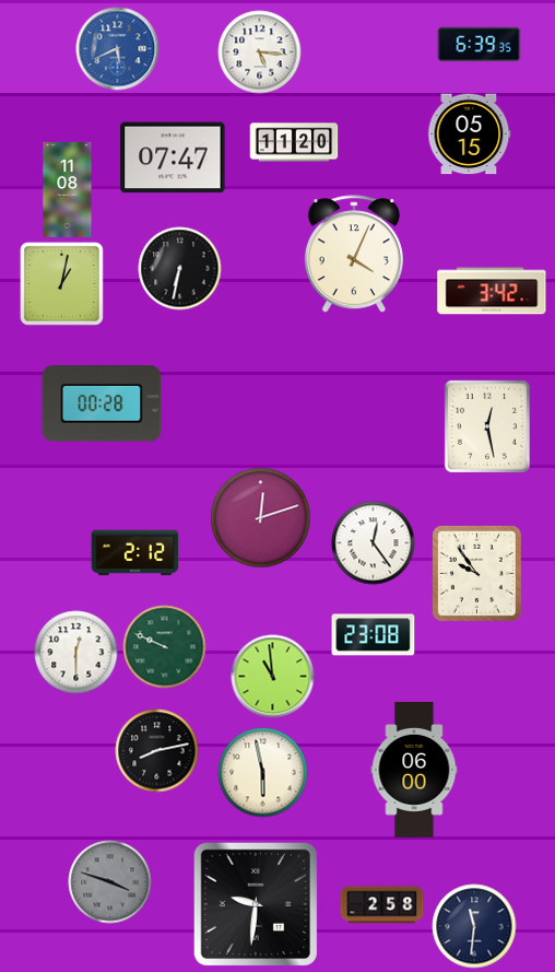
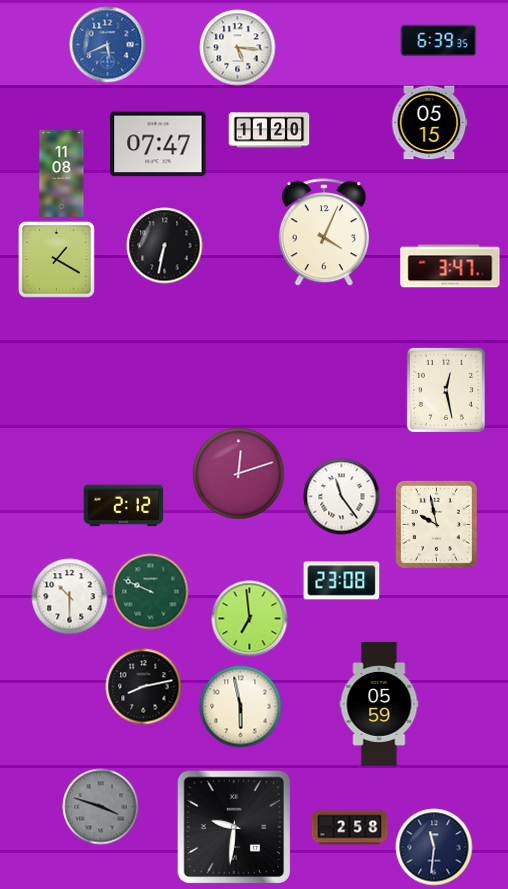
clock at (61, 283): 1:02 -> 1:20
clock at (492, 291): 3:42 -> 3:47
clock at (102, 403): 00:28 -> none
clock at (374, 543): 12:24 -> 11:24
clock at (476, 573): 9:54 -> 9:58
clock at (76, 653): 12:30 -> 10:30
clock at (273, 677): 10:59 -> 6:59
clock at (414, 770): 06:00 -> 05:59
